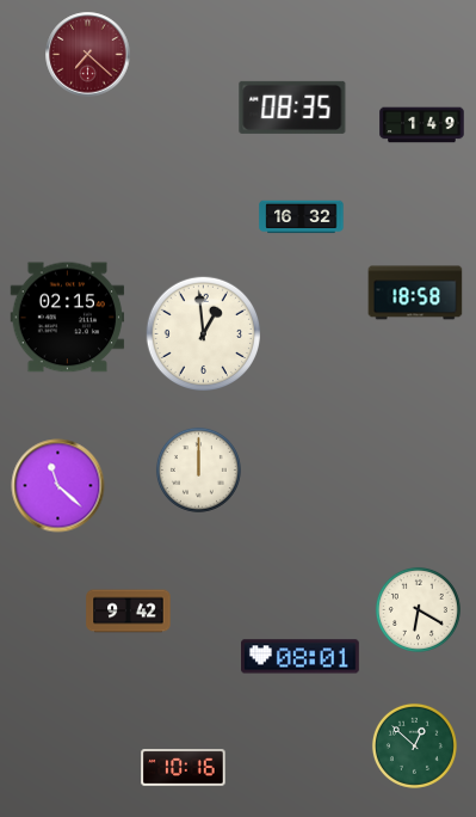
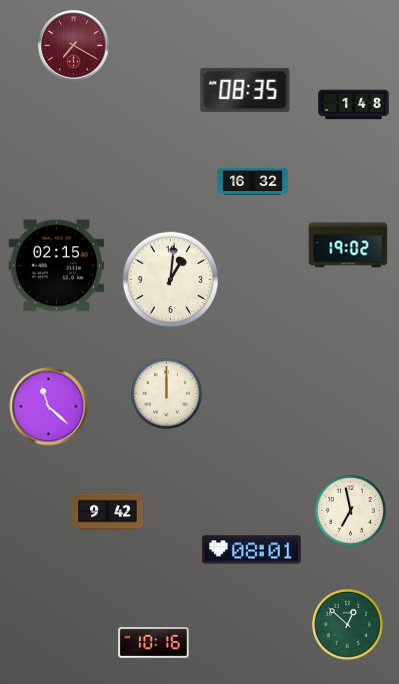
clock at (88, 55): 7:22 -> 7:20
clock at (422, 125): 1:49 -> 1:48
clock at (415, 293): 18:58 -> 19:02
clock at (203, 333): 12:59 -> 1:01
clock at (418, 609): 6:20 -> 6:58
